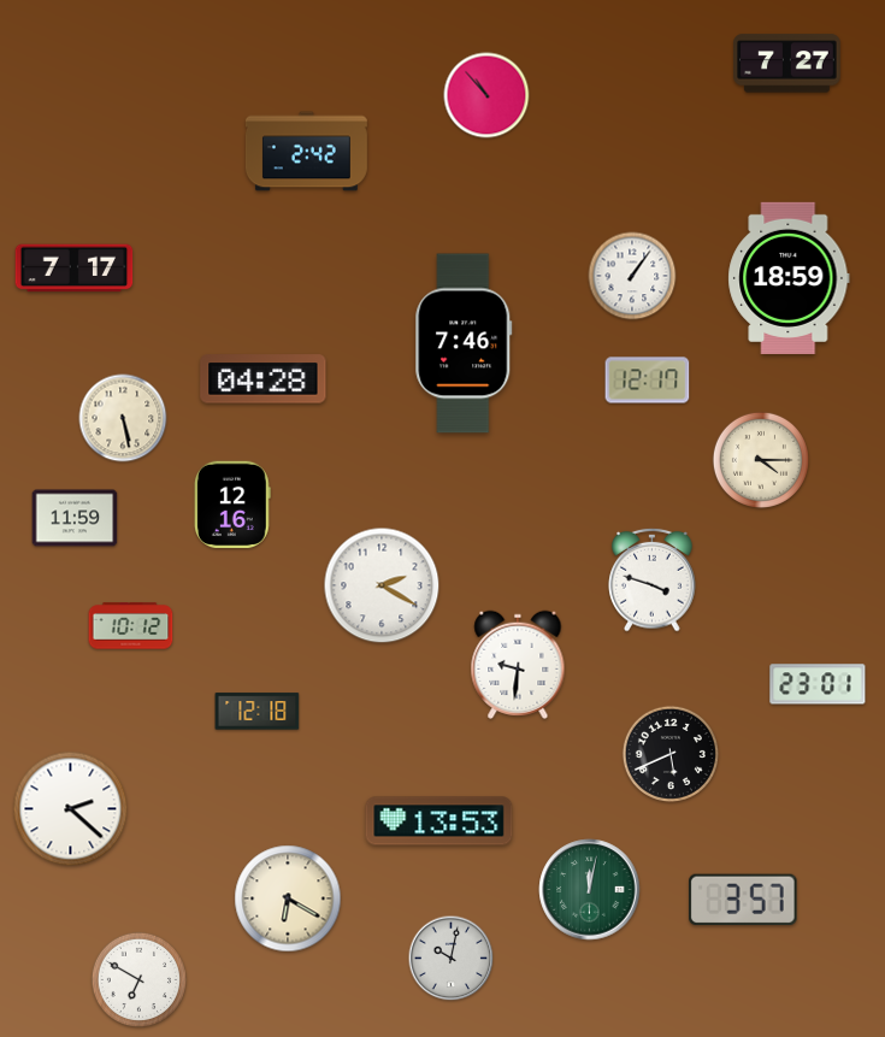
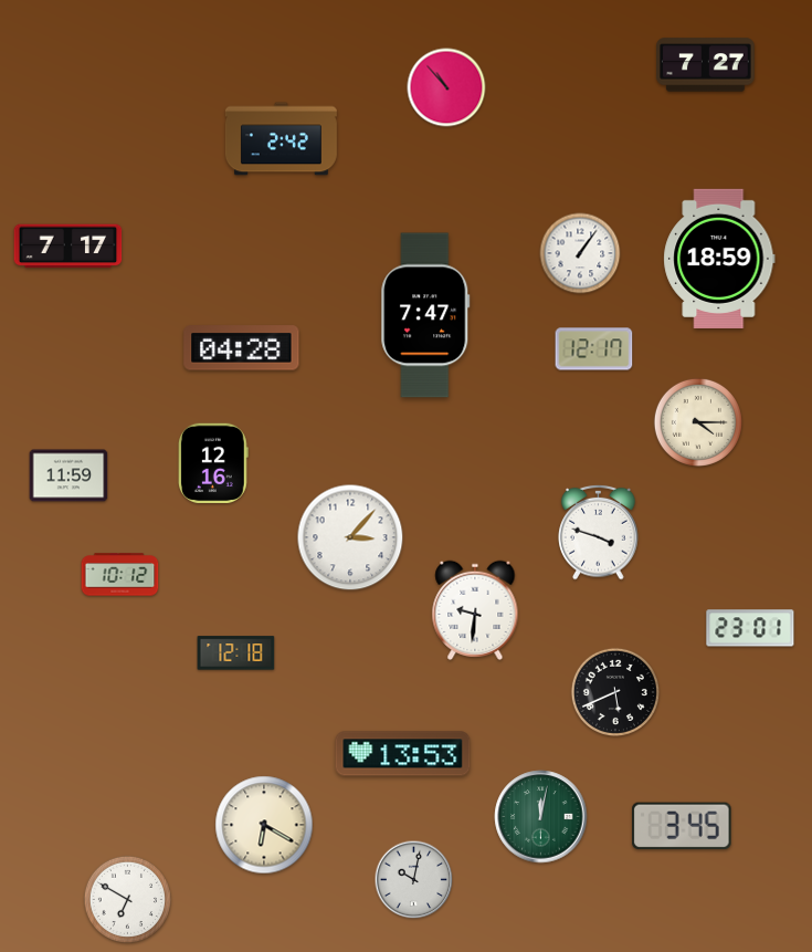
clock at (787, 64) position: (787, 64) -> (706, 65)
clock at (789, 278) position: (789, 278) -> (719, 259)
clock at (464, 343): 7:46 -> 7:47
clock at (123, 418): 5:28 -> none
clock at (382, 585): 2:20 -> 3:07
clock at (71, 809): 2:22 -> none
clock at (743, 900): 3:57 -> 3:45
